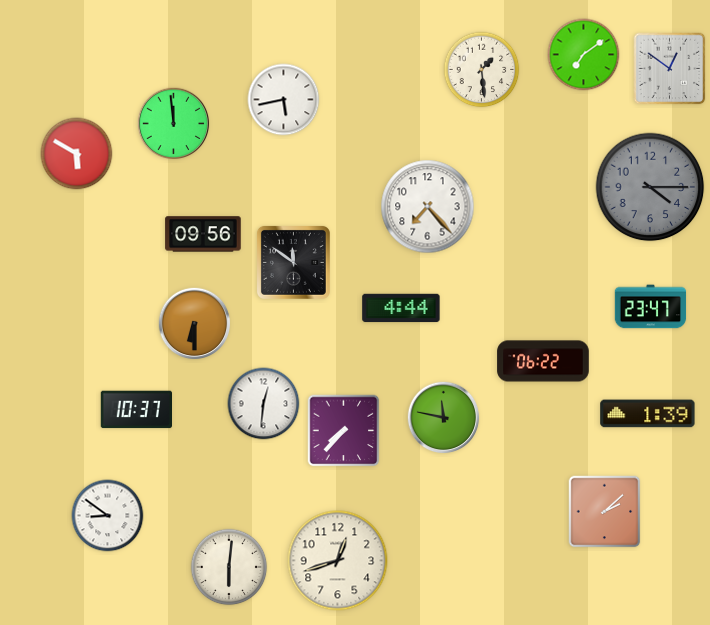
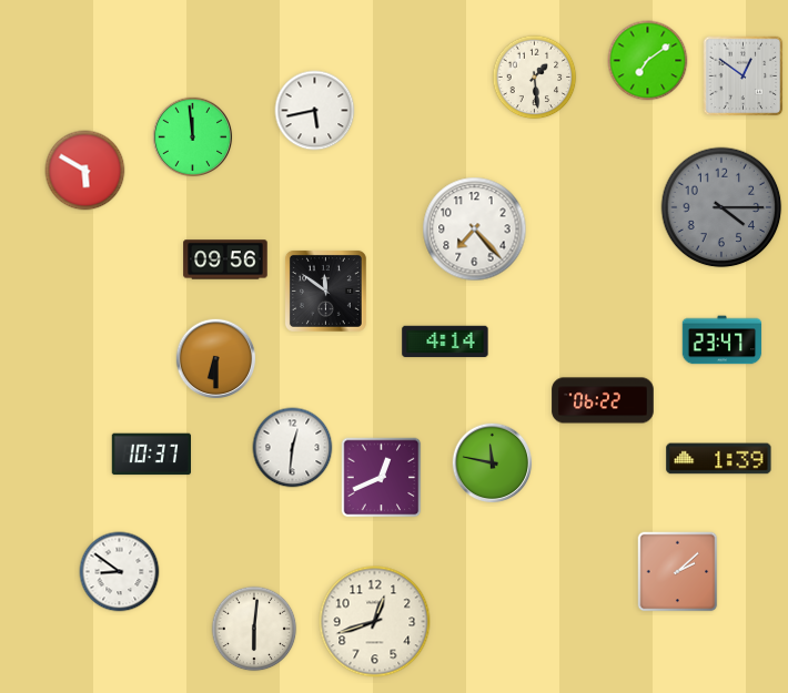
clock at (401, 308): 4:44 -> 4:14
clock at (344, 431): 7:37 -> 12:41
clock at (605, 512) position: (605, 512) -> (678, 572)
